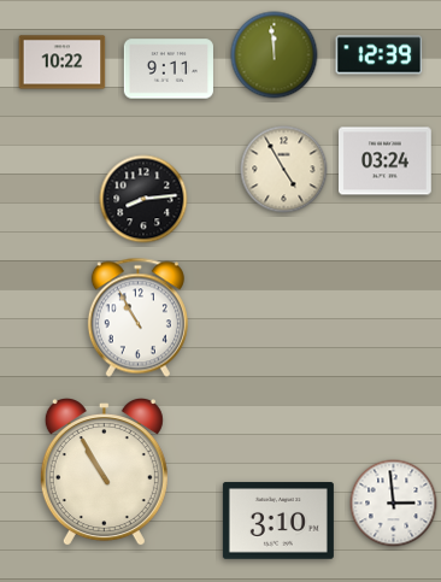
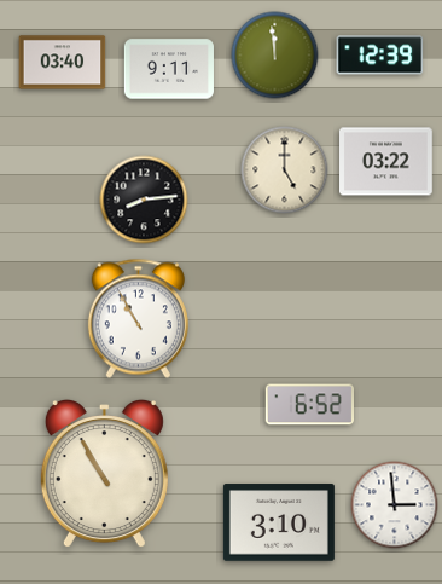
clock at (63, 63): 10:22 -> 03:40
clock at (386, 161): 03:24 -> 03:22
clock at (284, 170): 4:55 -> 5:00
clock at (309, 405): none -> 6:52
